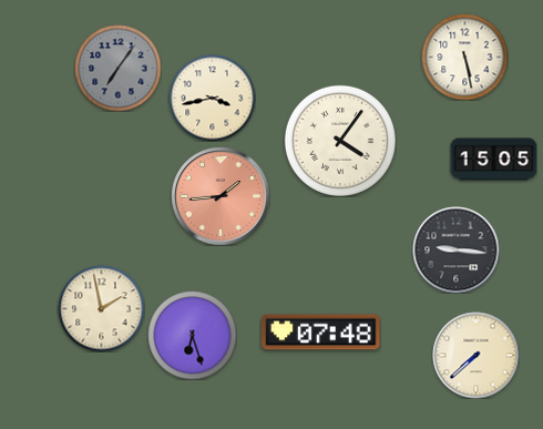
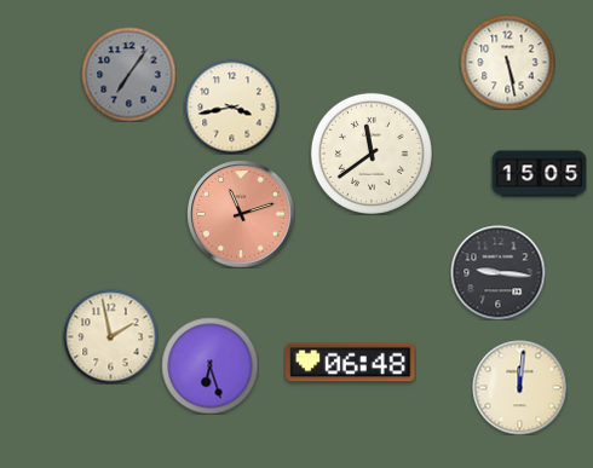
clock at (340, 141): 4:06 -> 11:39
clock at (221, 196): 1:44 -> 11:12
clock at (321, 333): 07:48 -> 06:48
clock at (475, 355): 7:38 -> 12:01
